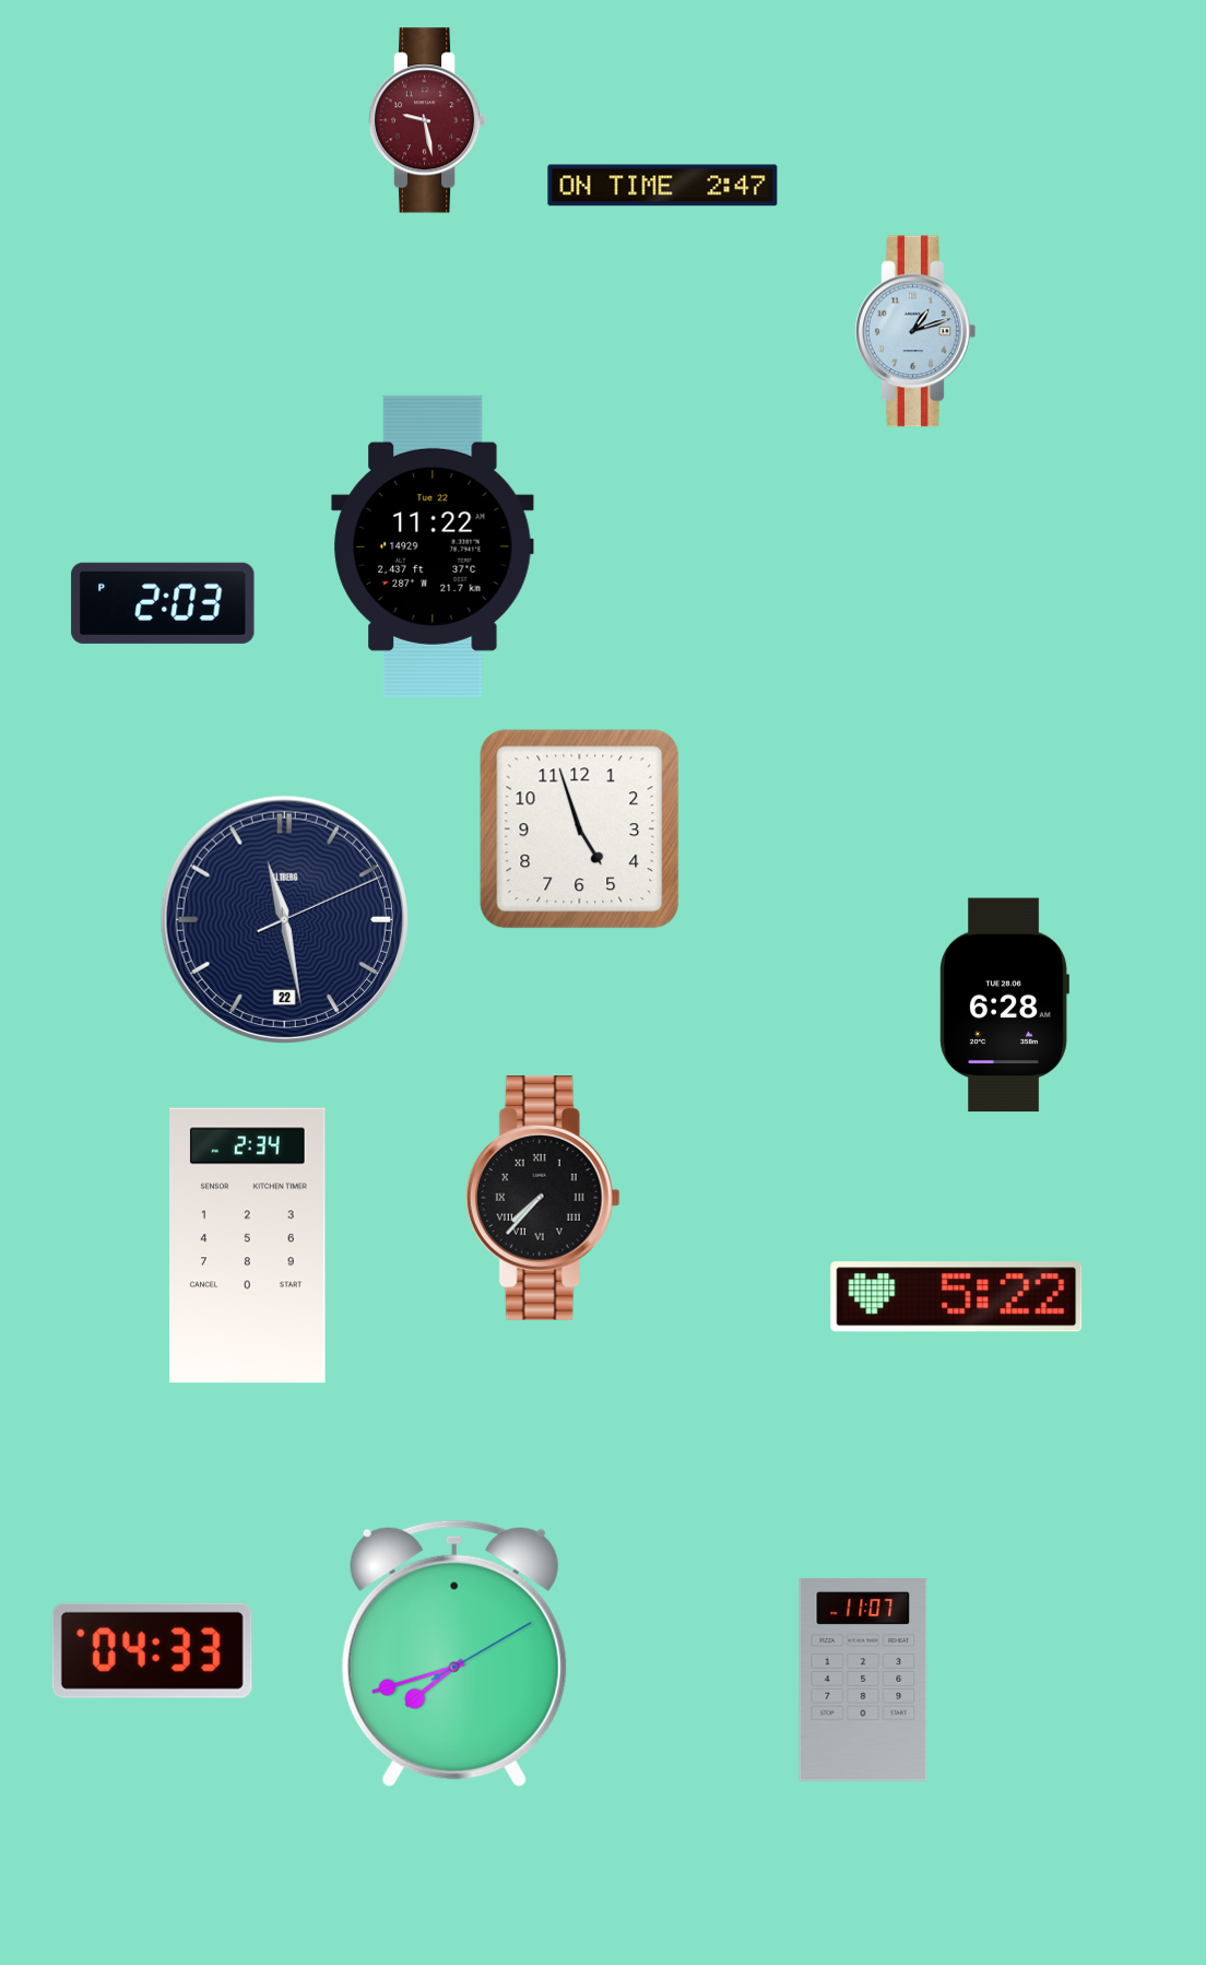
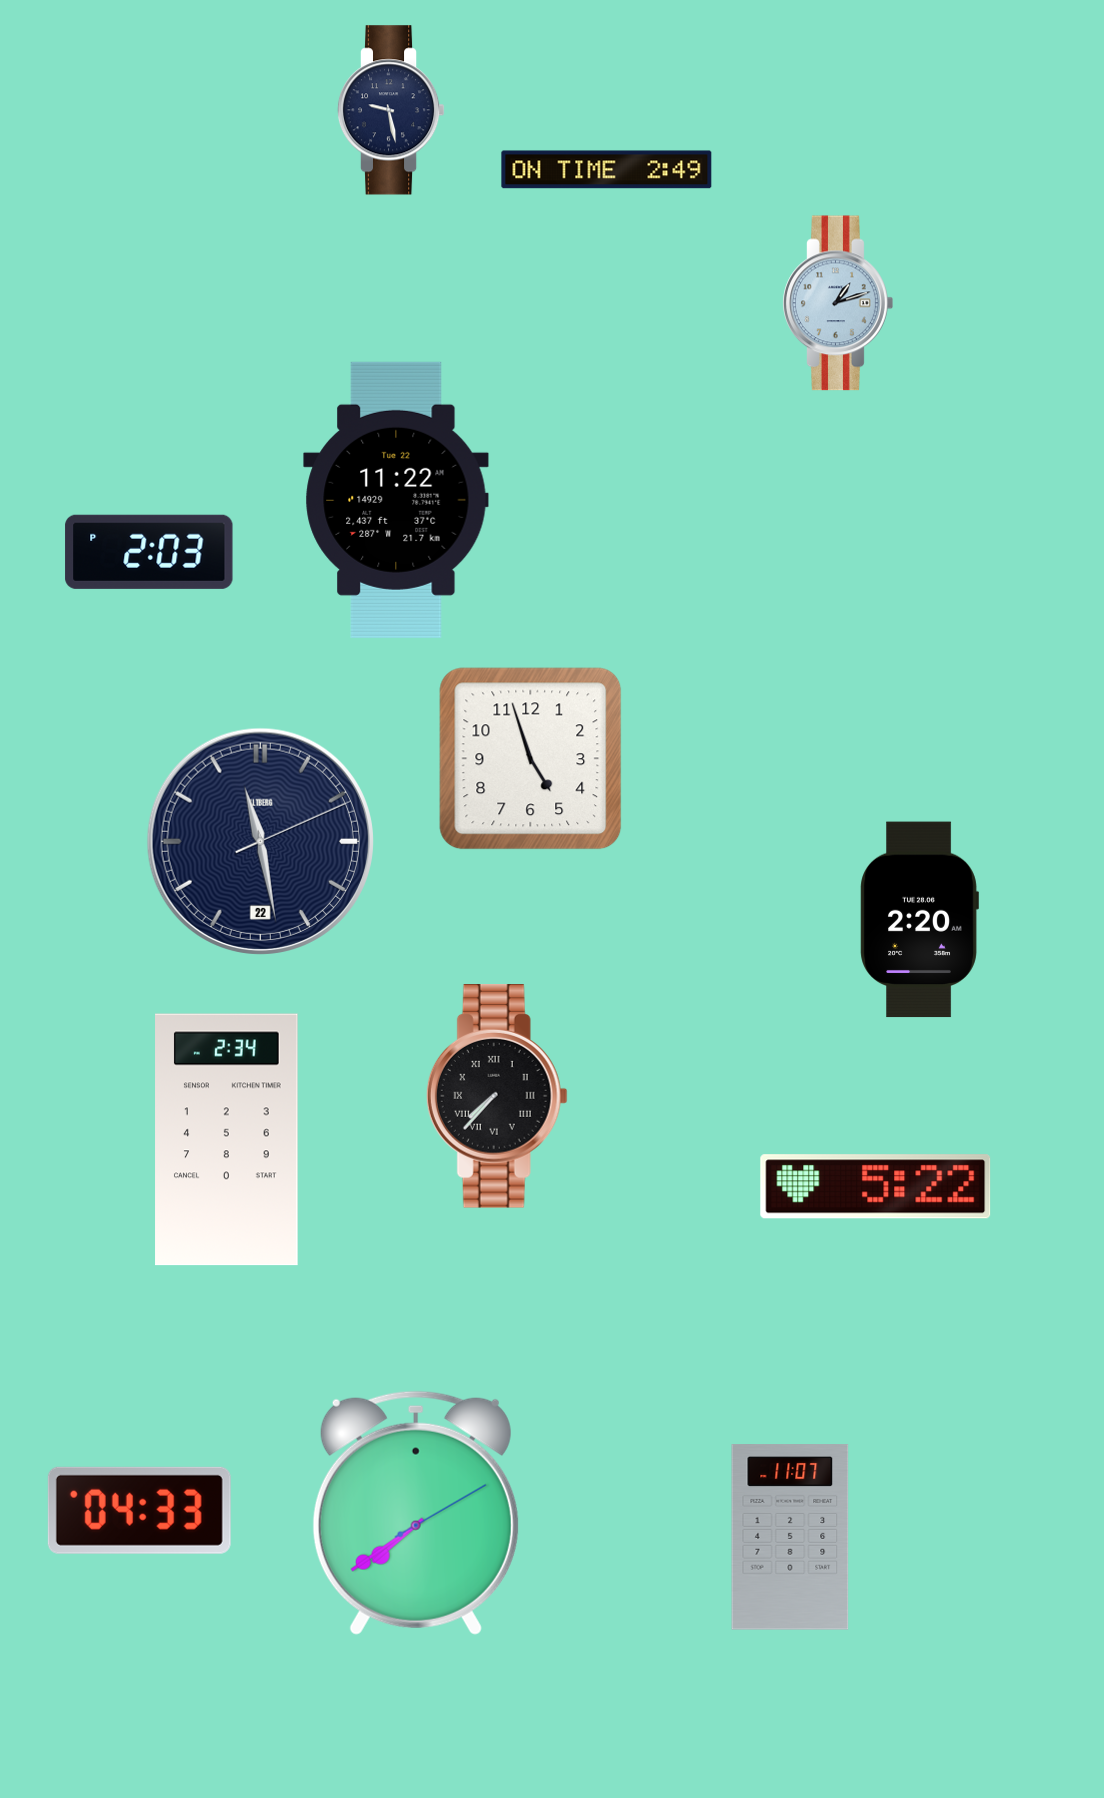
clock at (427, 120) dial: burgundy -> navy
clock at (663, 186): 2:47 -> 2:49
clock at (1004, 1005): 6:28 -> 2:20
clock at (454, 1654): 7:42 -> 7:39
